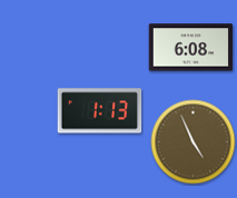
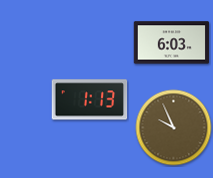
clock at (191, 48): 6:08 -> 6:03
clock at (194, 142): 4:56 -> 9:56
